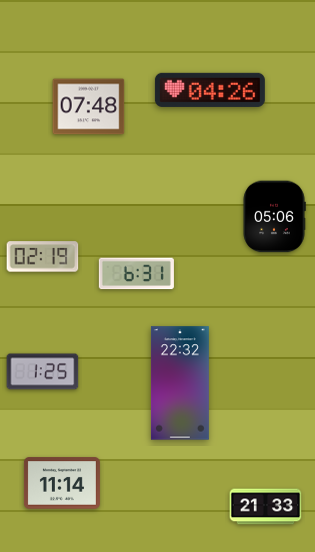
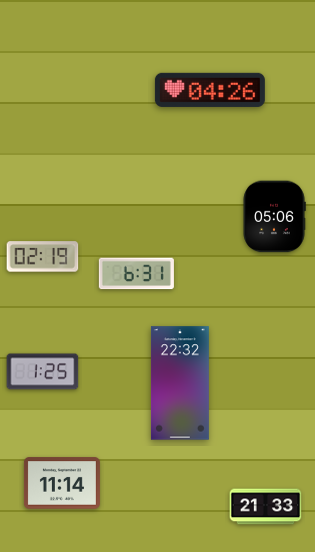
clock at (89, 107): 07:48 -> none
